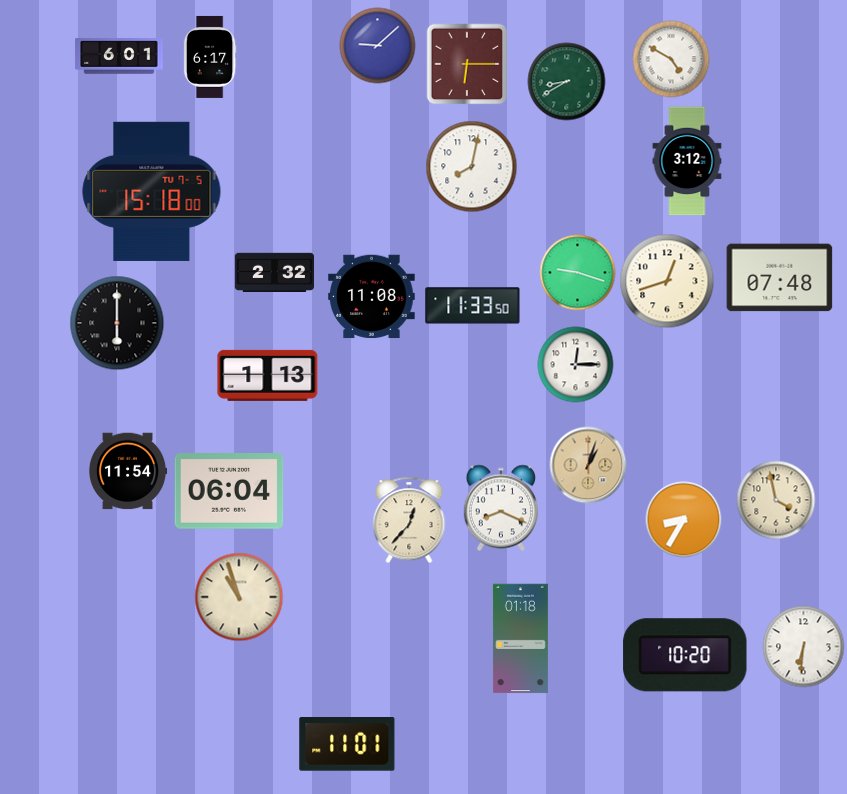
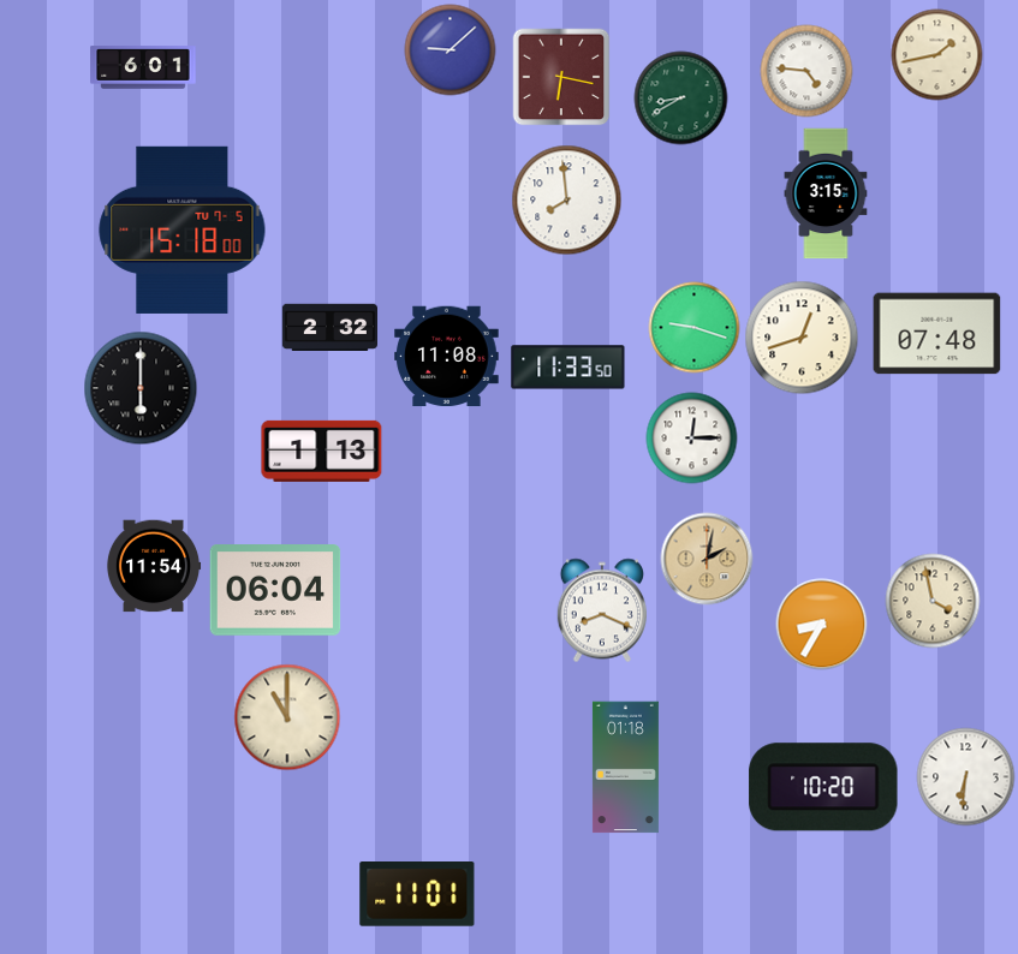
clock at (378, 46) position: (378, 46) -> (451, 50)
clock at (937, 55): none -> 1:43
clock at (210, 57): 6:17 -> none
clock at (671, 59): 4:50 -> 4:46
clock at (467, 64): 6:15 -> 6:17
clock at (687, 161): 3:12 -> 3:15
clock at (472, 167): 8:02 -> 7:59
clock at (588, 465): 1:03 -> 2:02
clock at (409, 520): 12:37 -> none
clock at (239, 597): 10:57 -> 11:00
